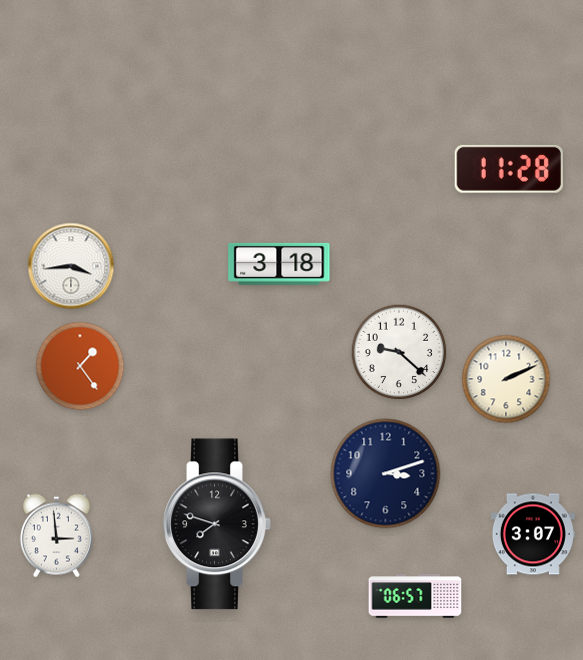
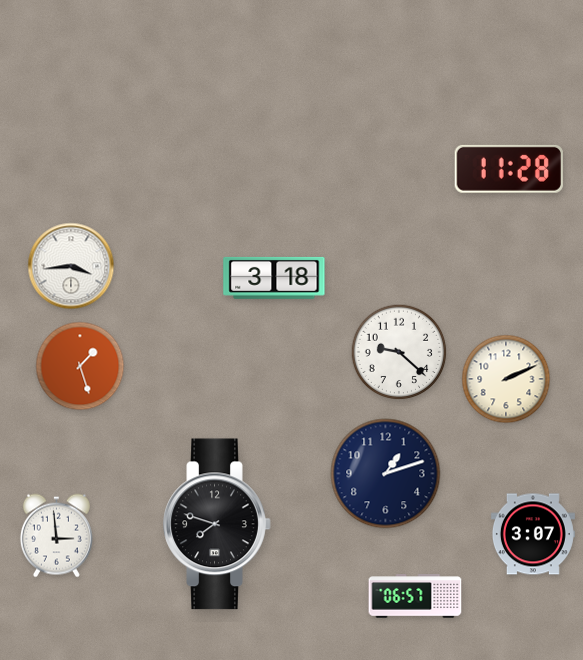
clock at (279, 264) position: (279, 264) -> (274, 278)
clock at (80, 366): 1:24 -> 1:27
clock at (386, 474): 3:12 -> 1:12
